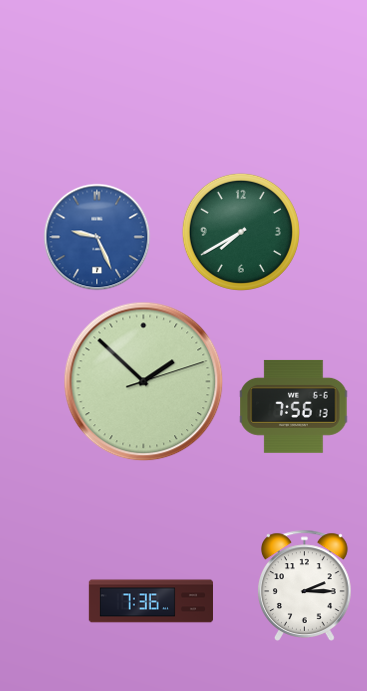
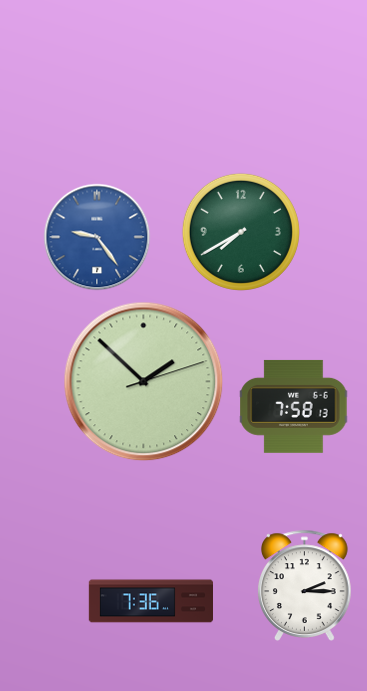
clock at (97, 237): 9:26 -> 9:24
clock at (294, 406): 7:56 -> 7:58
